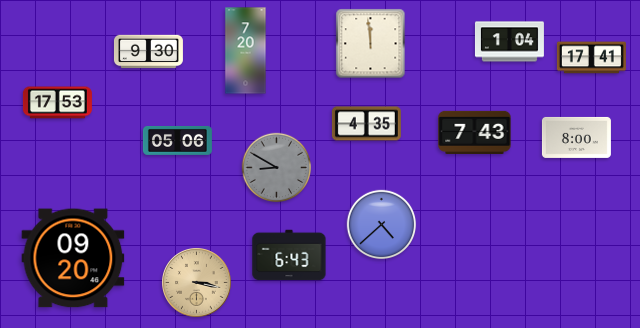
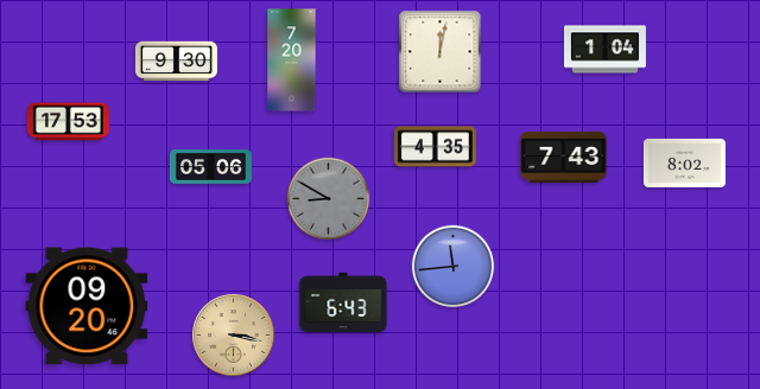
clock at (371, 44): 11:59 -> 12:02
clock at (591, 58): 17:41 -> none
clock at (576, 137): 8:00 -> 8:02
clock at (382, 225): 4:38 -> 11:44
